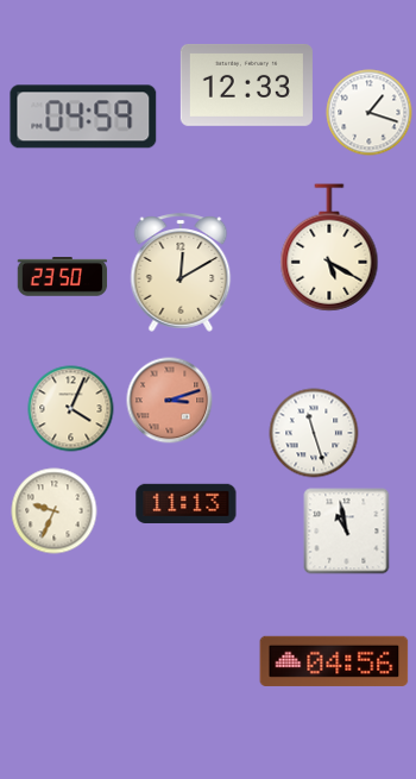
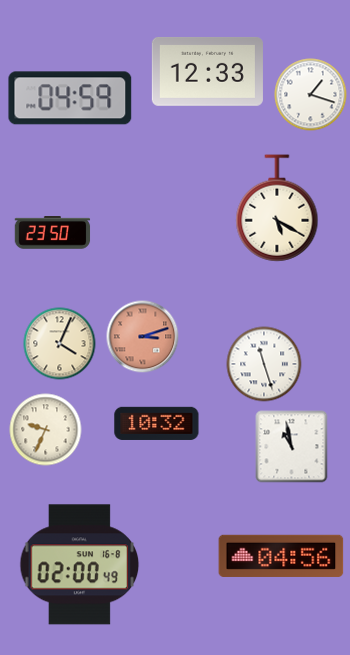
clock at (181, 272): 12:10 -> none
clock at (187, 503): 11:13 -> 10:32
clock at (80, 565): none -> 02:00
